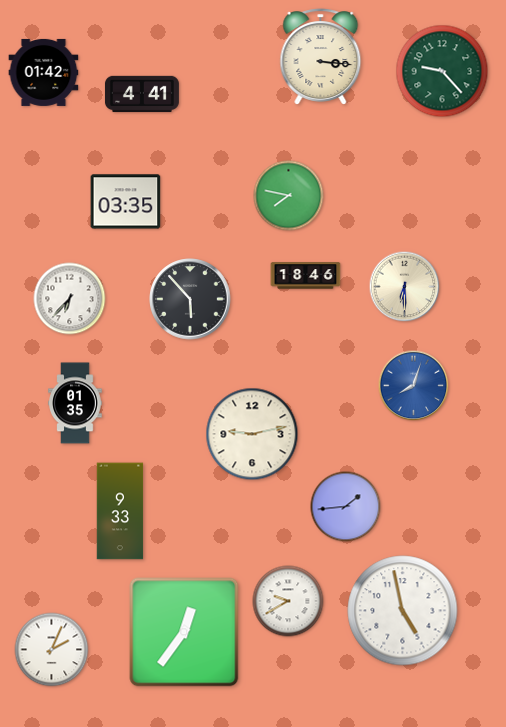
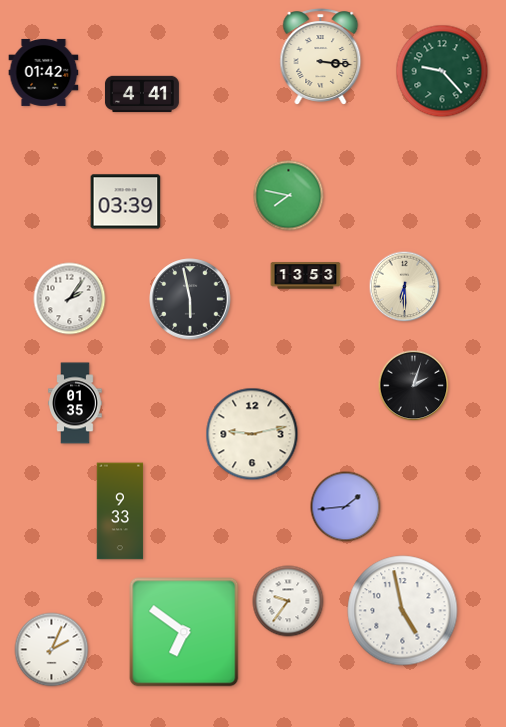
clock at (126, 202): 03:35 -> 03:39
clock at (306, 276): 18:46 -> 13:53
clock at (70, 299): 6:37 -> 2:06
clock at (190, 299): 5:53 -> 5:58
clock at (414, 386): 8:03 -> 2:03
clock at (414, 386) dial: blue -> black
clock at (288, 601): 9:40 -> 9:36
clock at (184, 632): 12:36 -> 6:51
